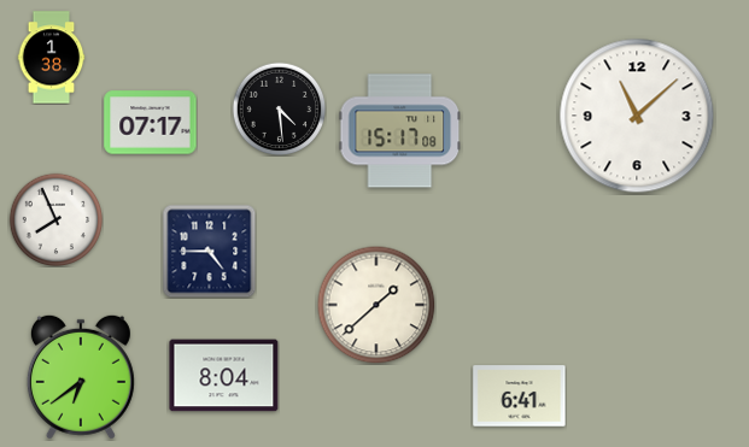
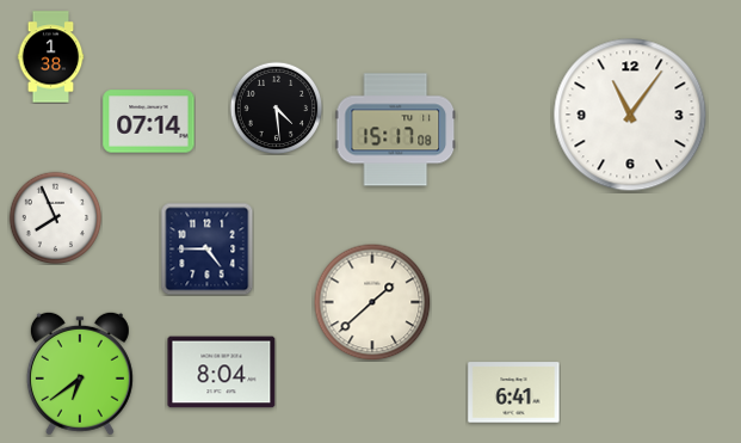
clock at (637, 116): 11:08 -> 11:06
clock at (151, 123): 07:17 -> 07:14
